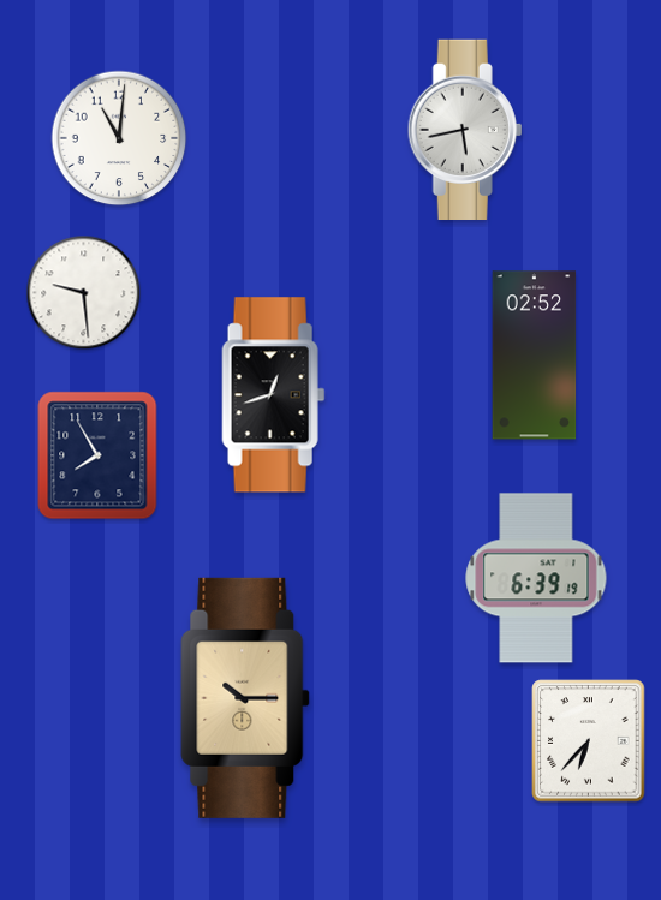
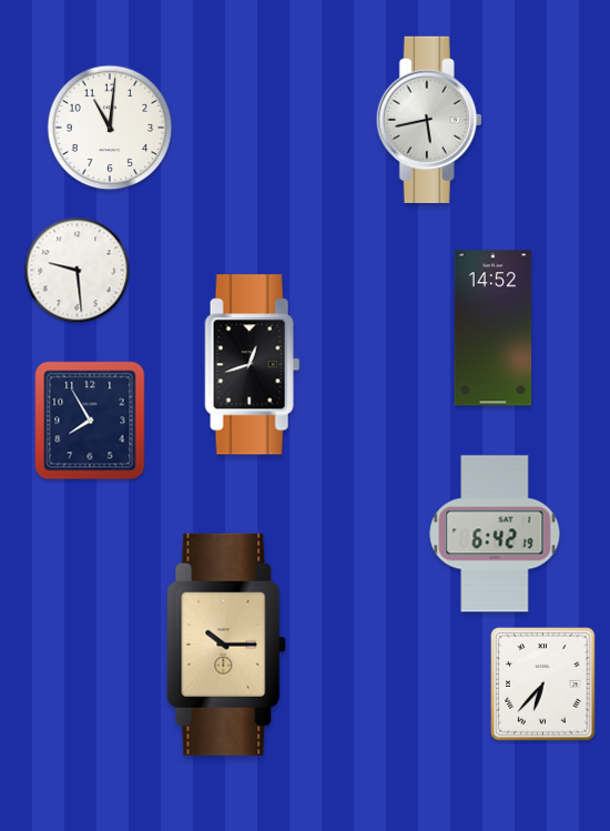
clock at (535, 356): 02:52 -> 14:52
clock at (536, 578): 6:39 -> 6:42
